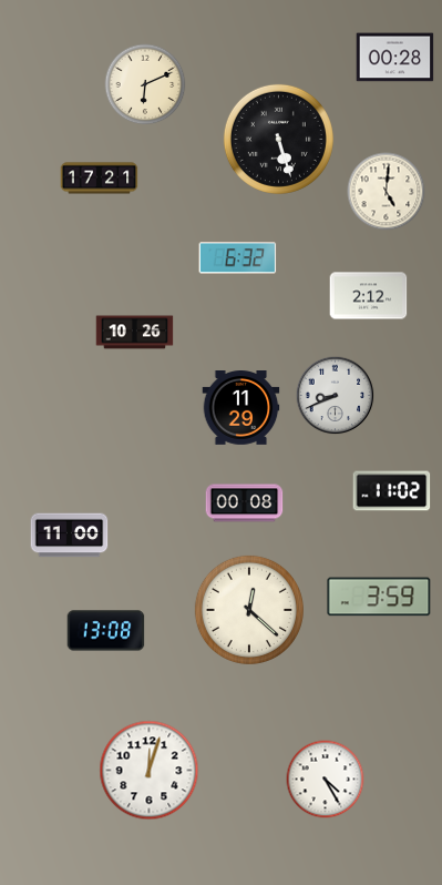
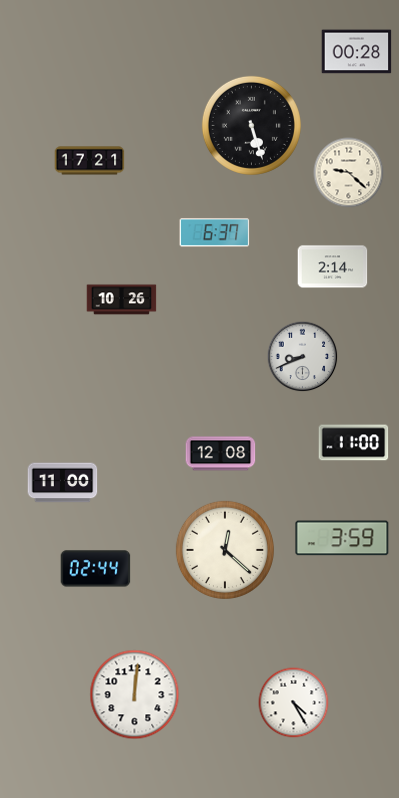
clock at (145, 84): 6:11 -> none
clock at (387, 192): 5:01 -> 9:22
clock at (238, 258): 6:32 -> 6:37
clock at (369, 296): 2:12 -> 2:14
clock at (241, 408): 11:29 -> none
clock at (392, 491): 11:02 -> 11:00
clock at (245, 503): 00:08 -> 12:08
clock at (106, 631): 13:08 -> 02:44
clock at (150, 771): 12:03 -> 12:01
